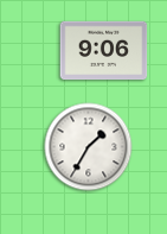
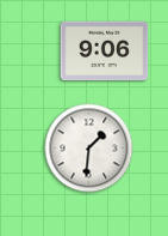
clock at (89, 147): 1:35 -> 1:31
